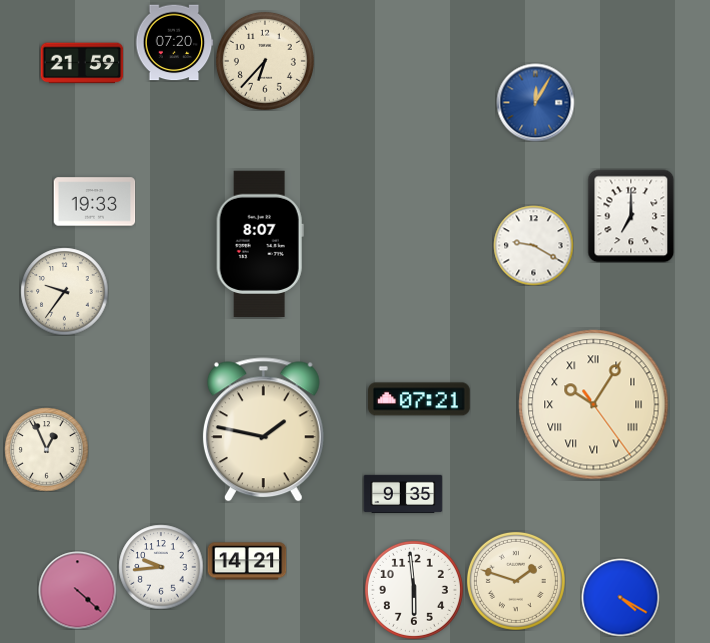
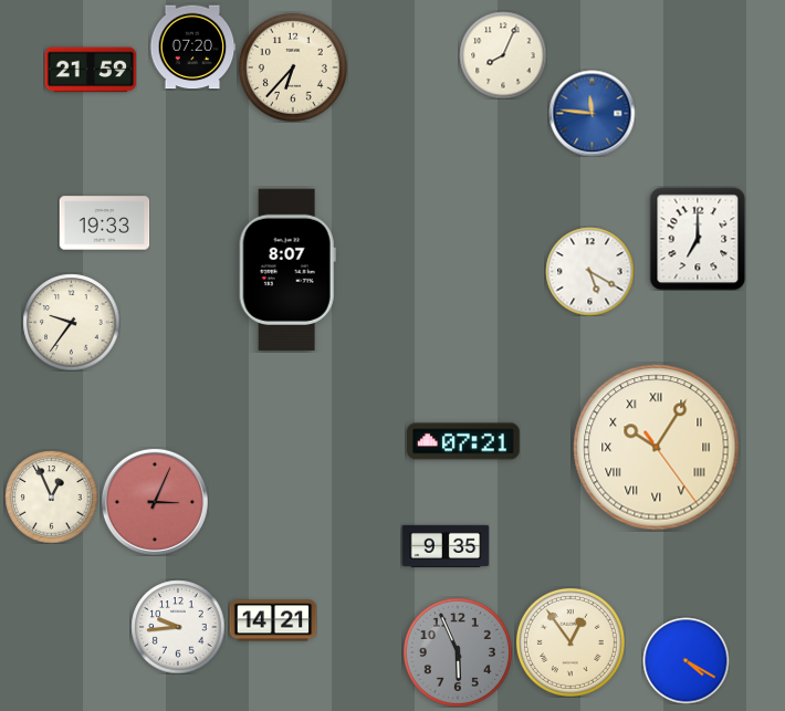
clock at (503, 55): none -> 8:04
clock at (535, 102): 12:05 -> 11:46
clock at (533, 245): 9:20 -> 5:20
clock at (263, 430): 1:47 -> none
clock at (155, 502): none -> 3:04
clock at (516, 581): 1:48 -> 12:54
clock at (77, 590): 4:22 -> none
clock at (414, 590): 5:59 -> 5:56
clock at (414, 590) dial: white -> grey
